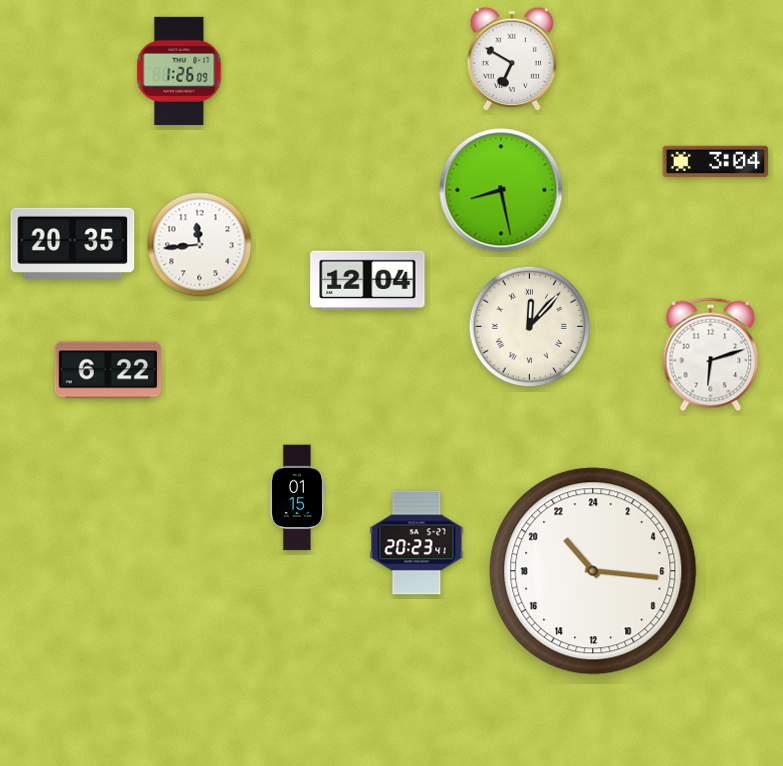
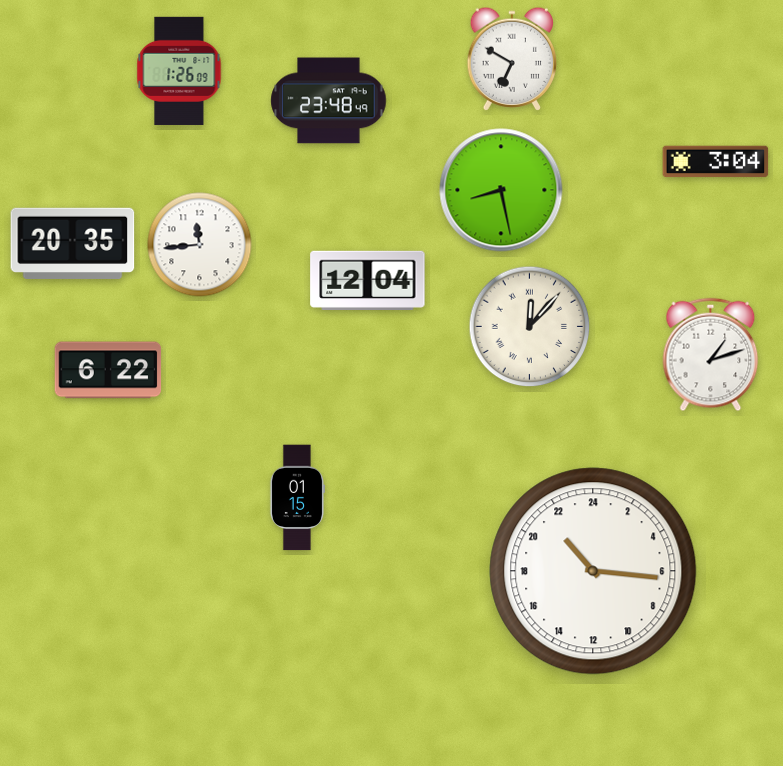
clock at (329, 101): none -> 23:48
clock at (711, 355): 6:12 -> 1:12
clock at (417, 543): 20:23 -> none
